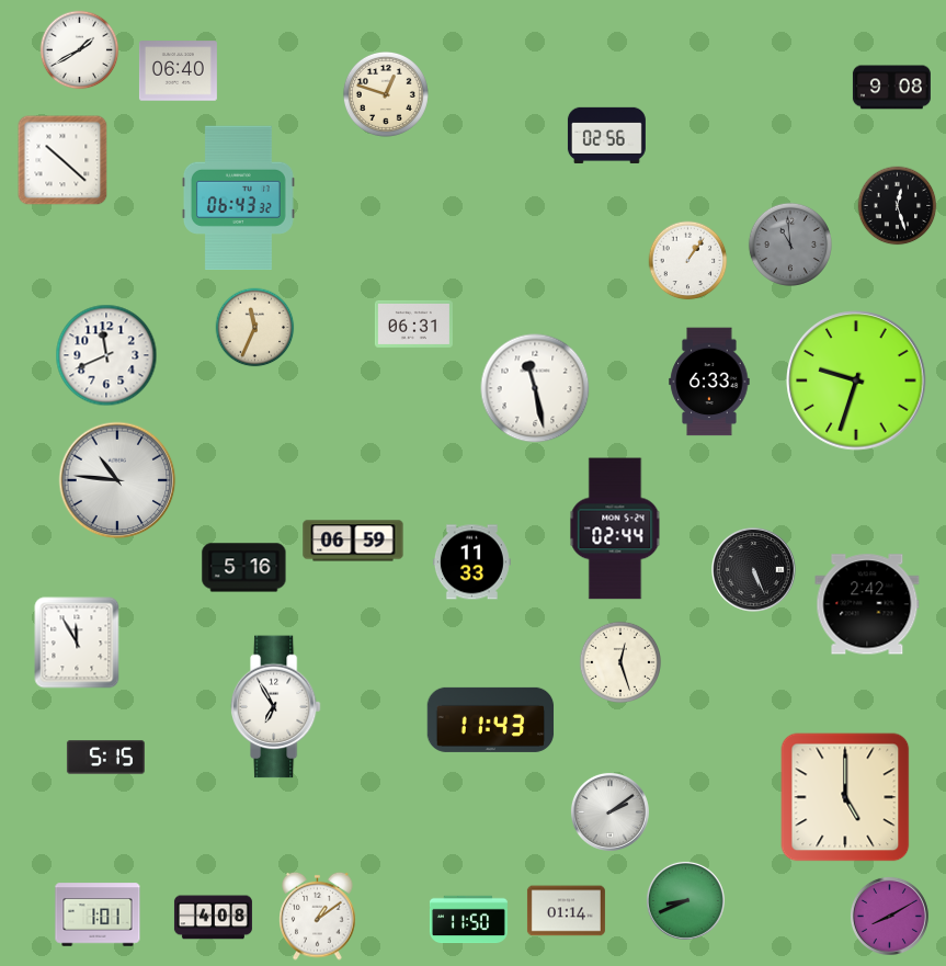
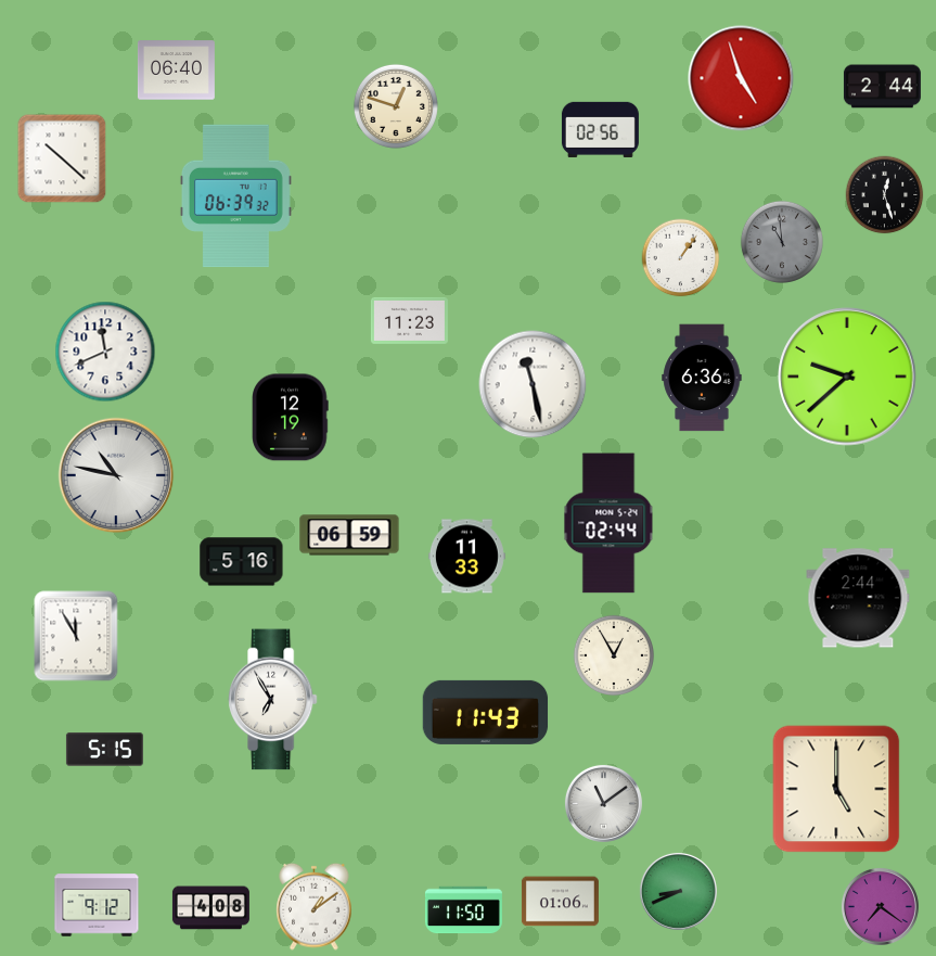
clock at (80, 50): 1:40 -> none
clock at (741, 78): none -> 4:57
clock at (891, 88): 9:08 -> 2:44
clock at (386, 94) position: (386, 94) -> (396, 106)
clock at (606, 135) position: (606, 135) -> (600, 129)
clock at (238, 198): 06:43 -> 06:39
clock at (898, 206) position: (898, 206) -> (885, 195)
clock at (413, 323): 06:31 -> 11:23
clock at (255, 328): 11:34 -> none
clock at (856, 380): 9:33 -> 9:38
clock at (709, 382): 6:33 -> 6:36
clock at (535, 388) position: (535, 388) -> (533, 384)
clock at (291, 418): none -> 12:19
clock at (117, 480): 10:46 -> 10:47
clock at (754, 570): 5:26 -> none
clock at (867, 604): 2:42 -> 2:44
clock at (620, 662): 12:27 -> 12:55
clock at (609, 811): 2:09 -> 11:09
clock at (566, 911): 01:14 -> 01:06
clock at (98, 914): 1:01 -> 9:12
clock at (889, 916): 8:10 -> 7:21
